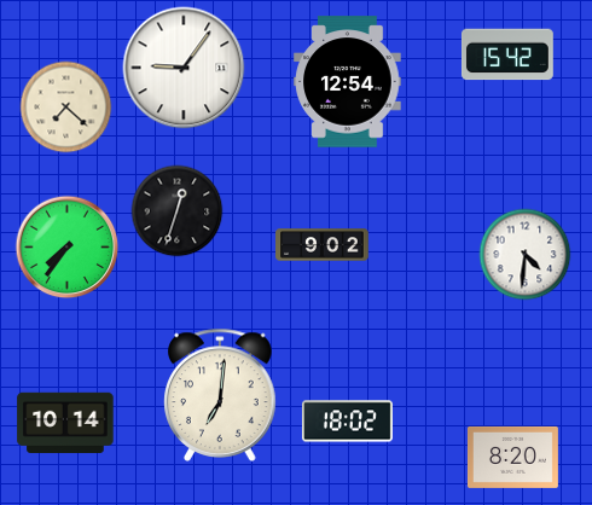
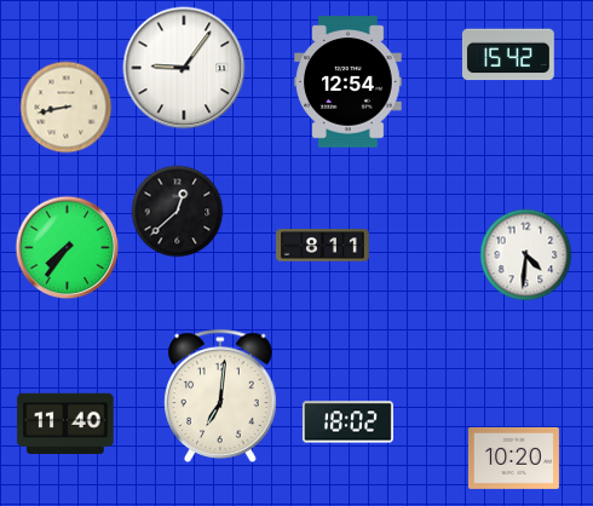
clock at (66, 108): 7:22 -> 8:43
clock at (178, 211): 12:33 -> 12:38
clock at (323, 245): 9:02 -> 8:11
clock at (65, 422): 10:14 -> 11:40
clock at (512, 457): 8:20 -> 10:20
